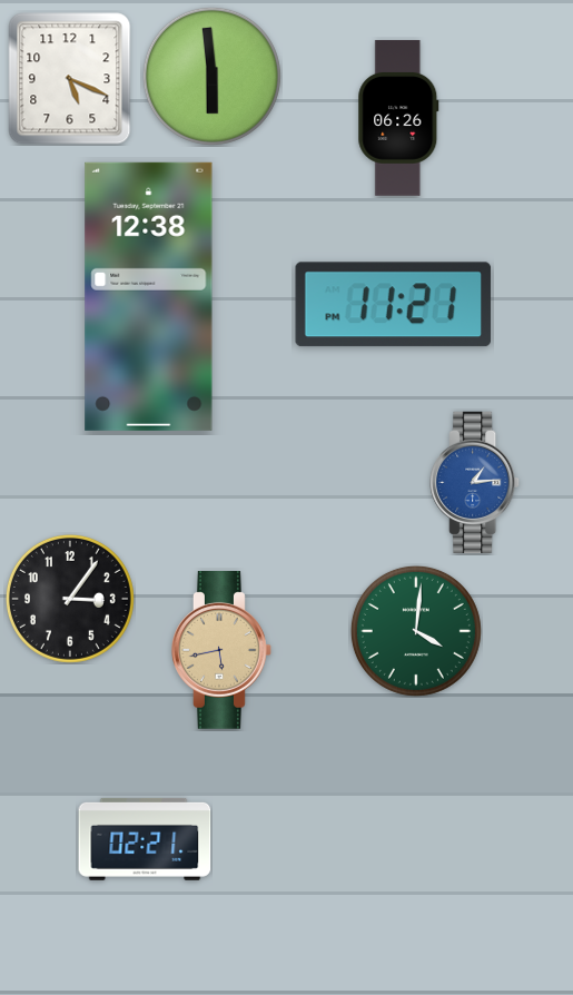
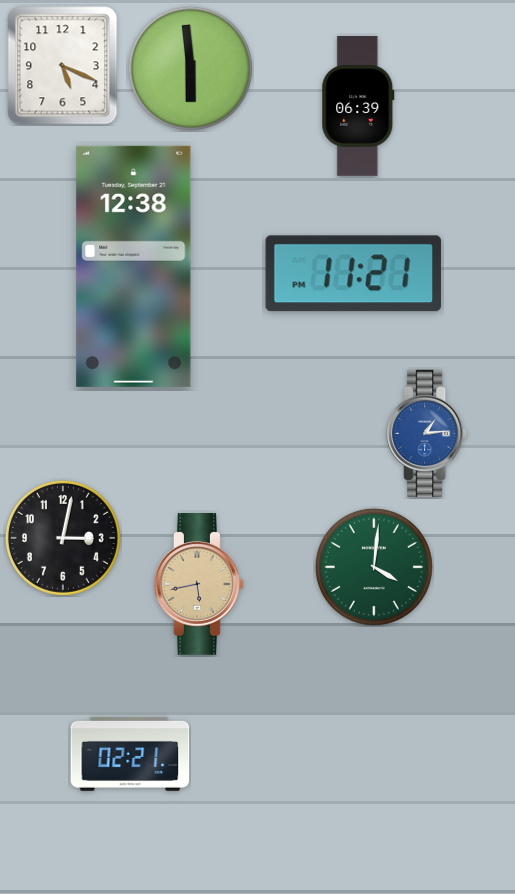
clock at (70, 79) position: (70, 79) -> (63, 66)
clock at (398, 118): 06:26 -> 06:39
clock at (70, 599): 3:06 -> 3:02
